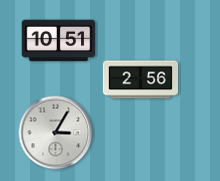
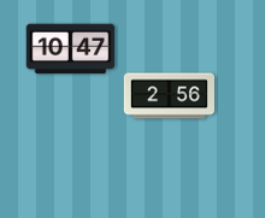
clock at (59, 41): 10:51 -> 10:47
clock at (56, 133): 3:05 -> none
